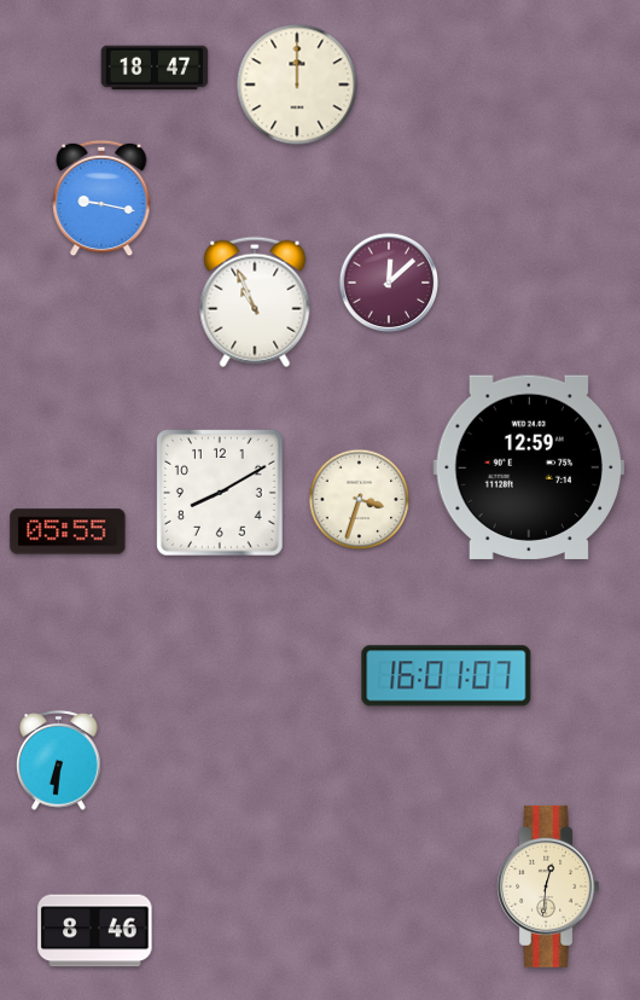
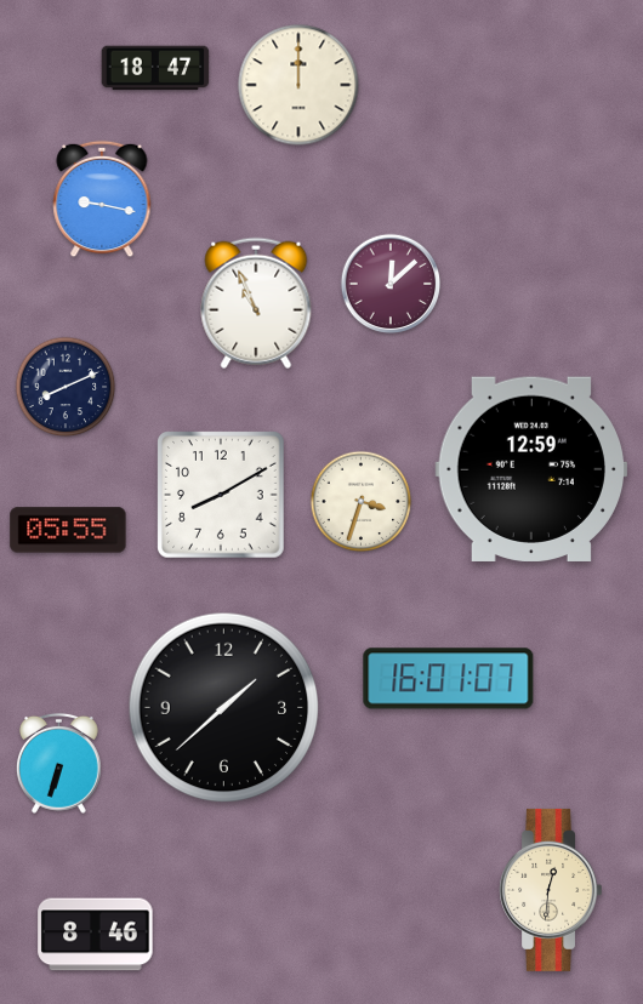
clock at (66, 387): none -> 8:11
clock at (68, 531) position: (68, 531) -> (68, 530)
clock at (224, 708): none -> 1:38
clock at (58, 760): 6:31 -> 6:33
